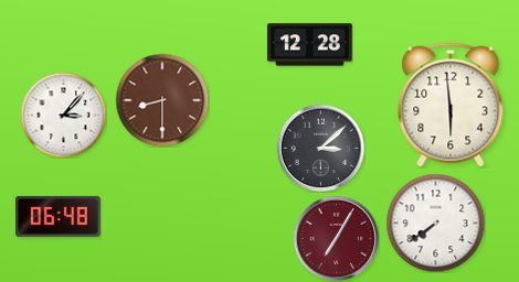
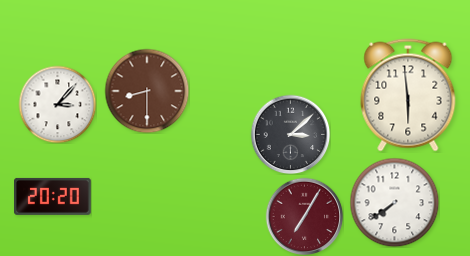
clock at (310, 45): 12:28 -> none
clock at (59, 216): 06:48 -> 20:20
